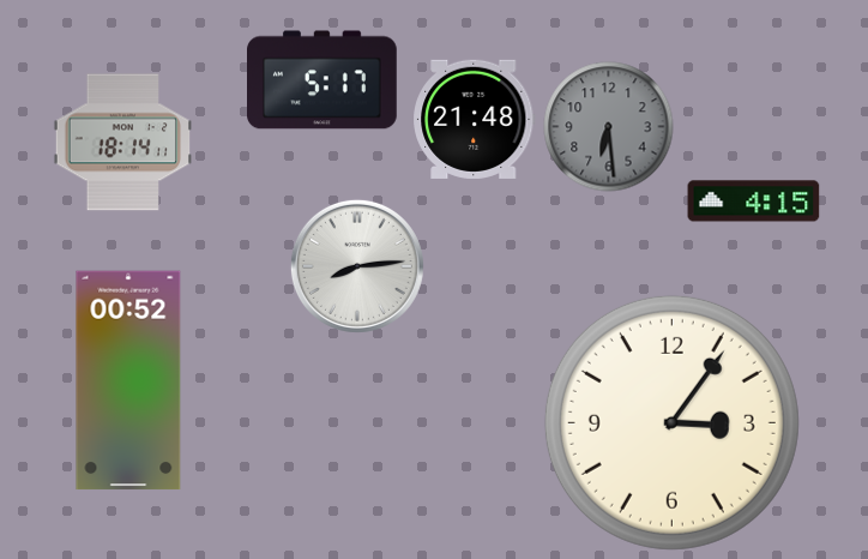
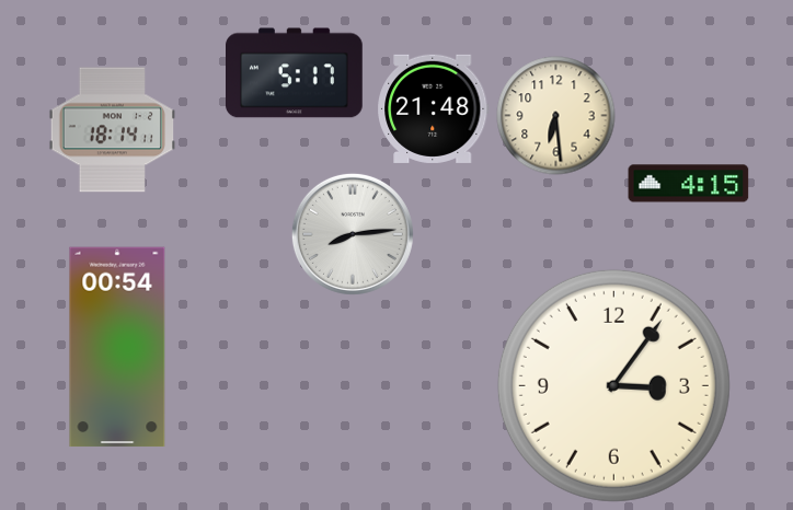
clock at (609, 127) dial: grey -> cream
clock at (357, 266) position: (357, 266) -> (353, 234)
clock at (128, 380): 00:52 -> 00:54
